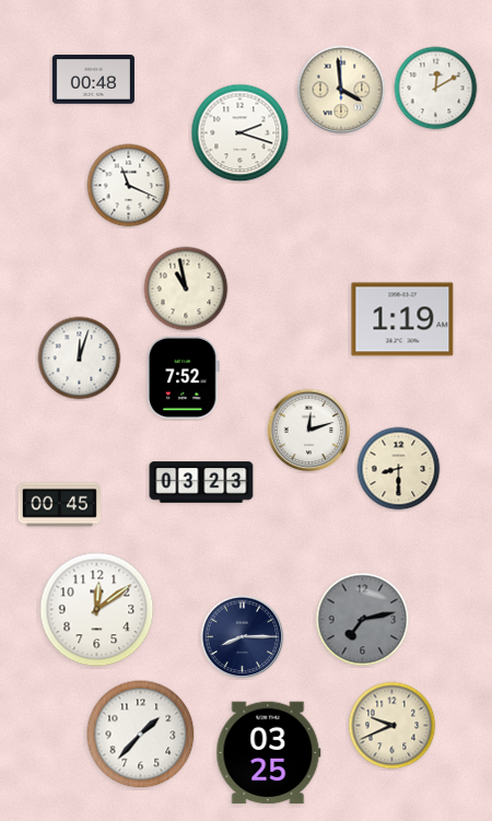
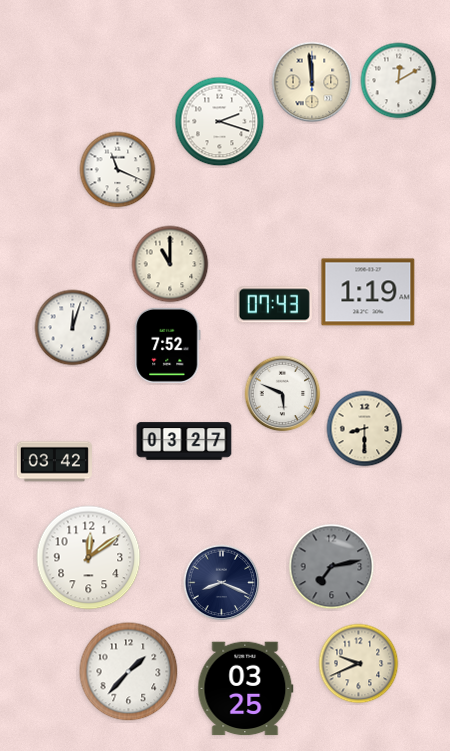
clock at (93, 80): 00:48 -> none
clock at (341, 90): 3:59 -> 11:59
clock at (186, 289): 10:58 -> 11:00
clock at (274, 305): none -> 07:43
clock at (309, 431): 12:12 -> 5:49
clock at (201, 482): 03:23 -> 03:27
clock at (59, 505): 00:45 -> 03:42
clock at (243, 637): 8:15 -> 8:19
